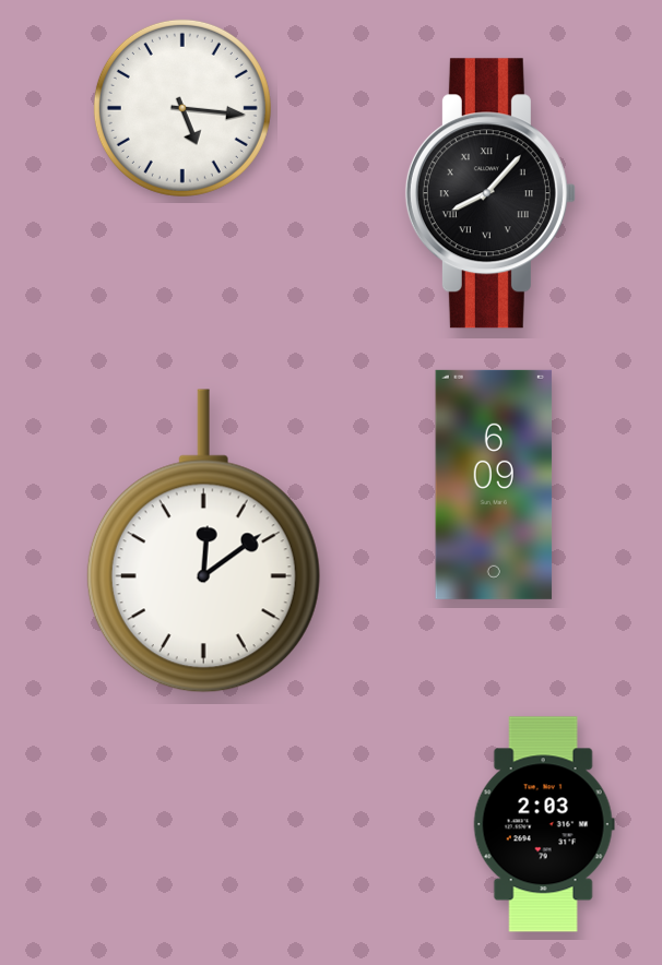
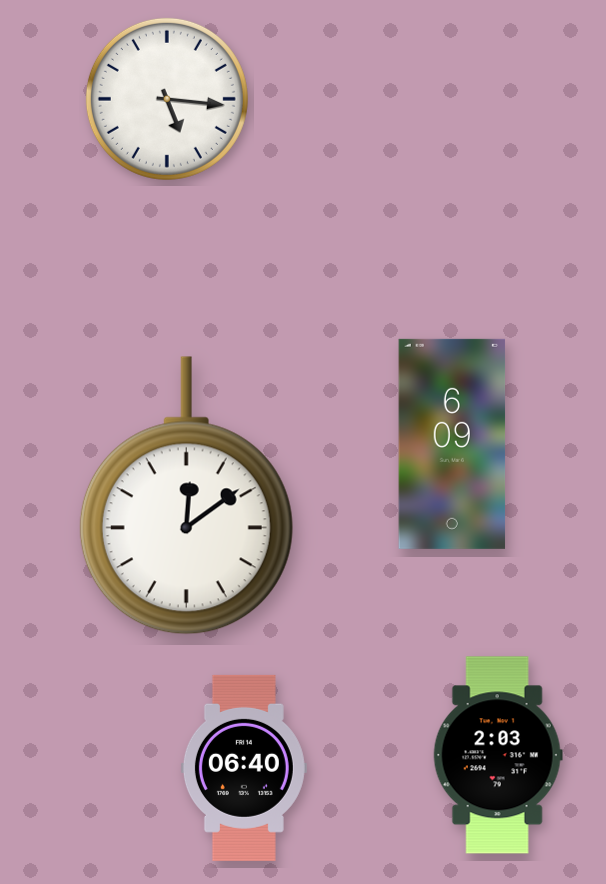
clock at (490, 193): 8:07 -> none
clock at (244, 768): none -> 06:40
